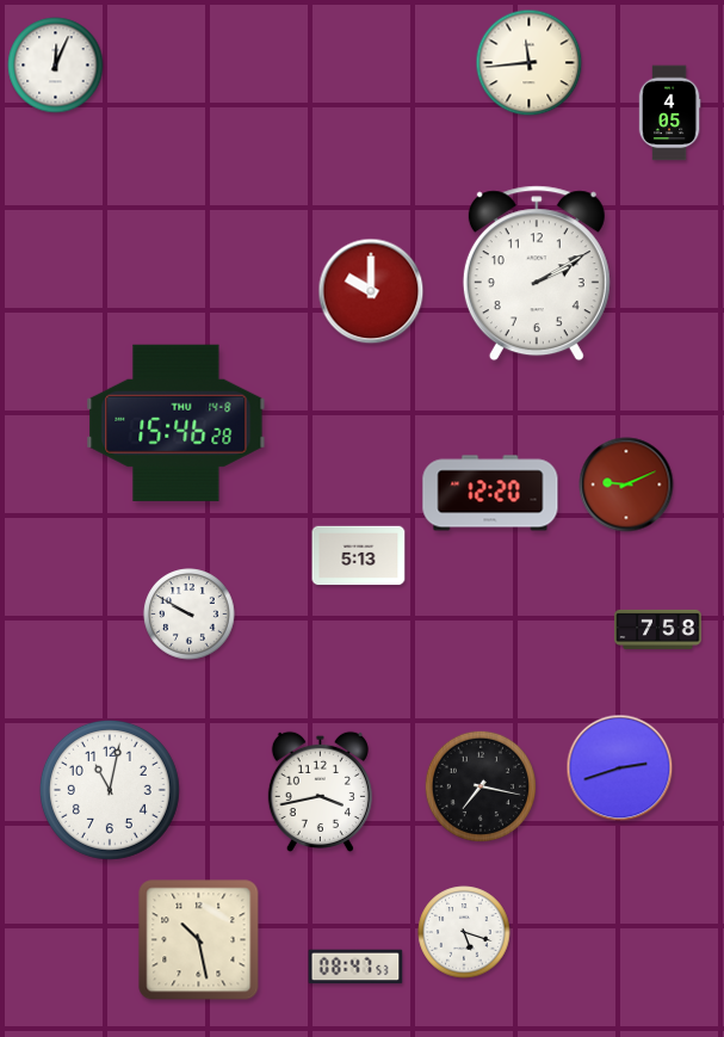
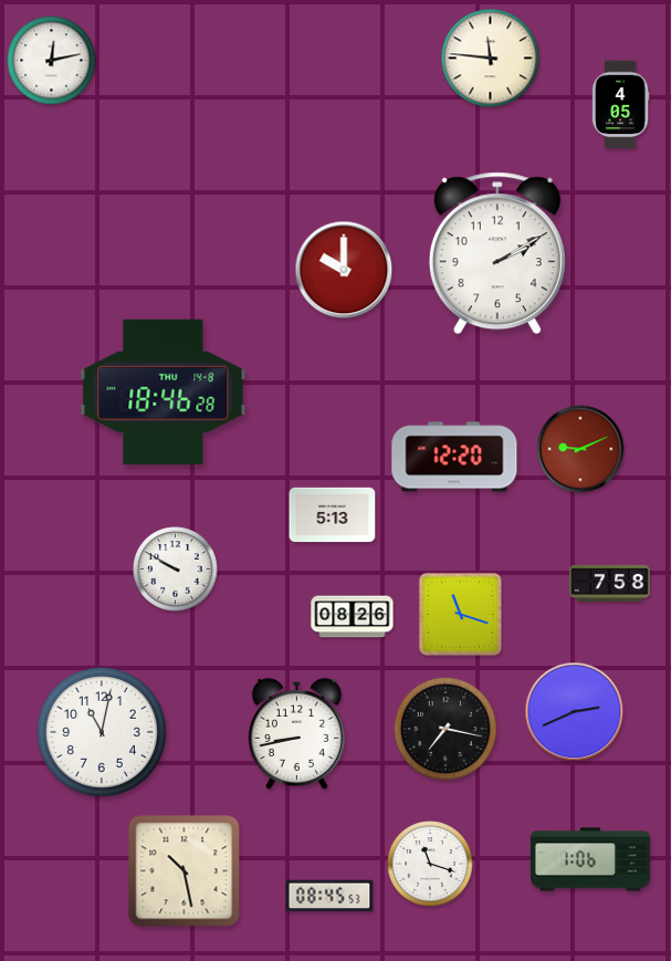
clock at (530, 63): 11:44 -> 11:46
clock at (56, 66): 12:04 -> 12:13
clock at (177, 422): 15:46 -> 18:46
clock at (460, 614): none -> 11:18
clock at (353, 617): none -> 08:26
clock at (620, 769): 2:42 -> 2:41
clock at (320, 791): 3:43 -> 8:43
clock at (590, 859): none -> 1:06
clock at (464, 932): 5:18 -> 11:18
clock at (355, 967): 08:47 -> 08:45
